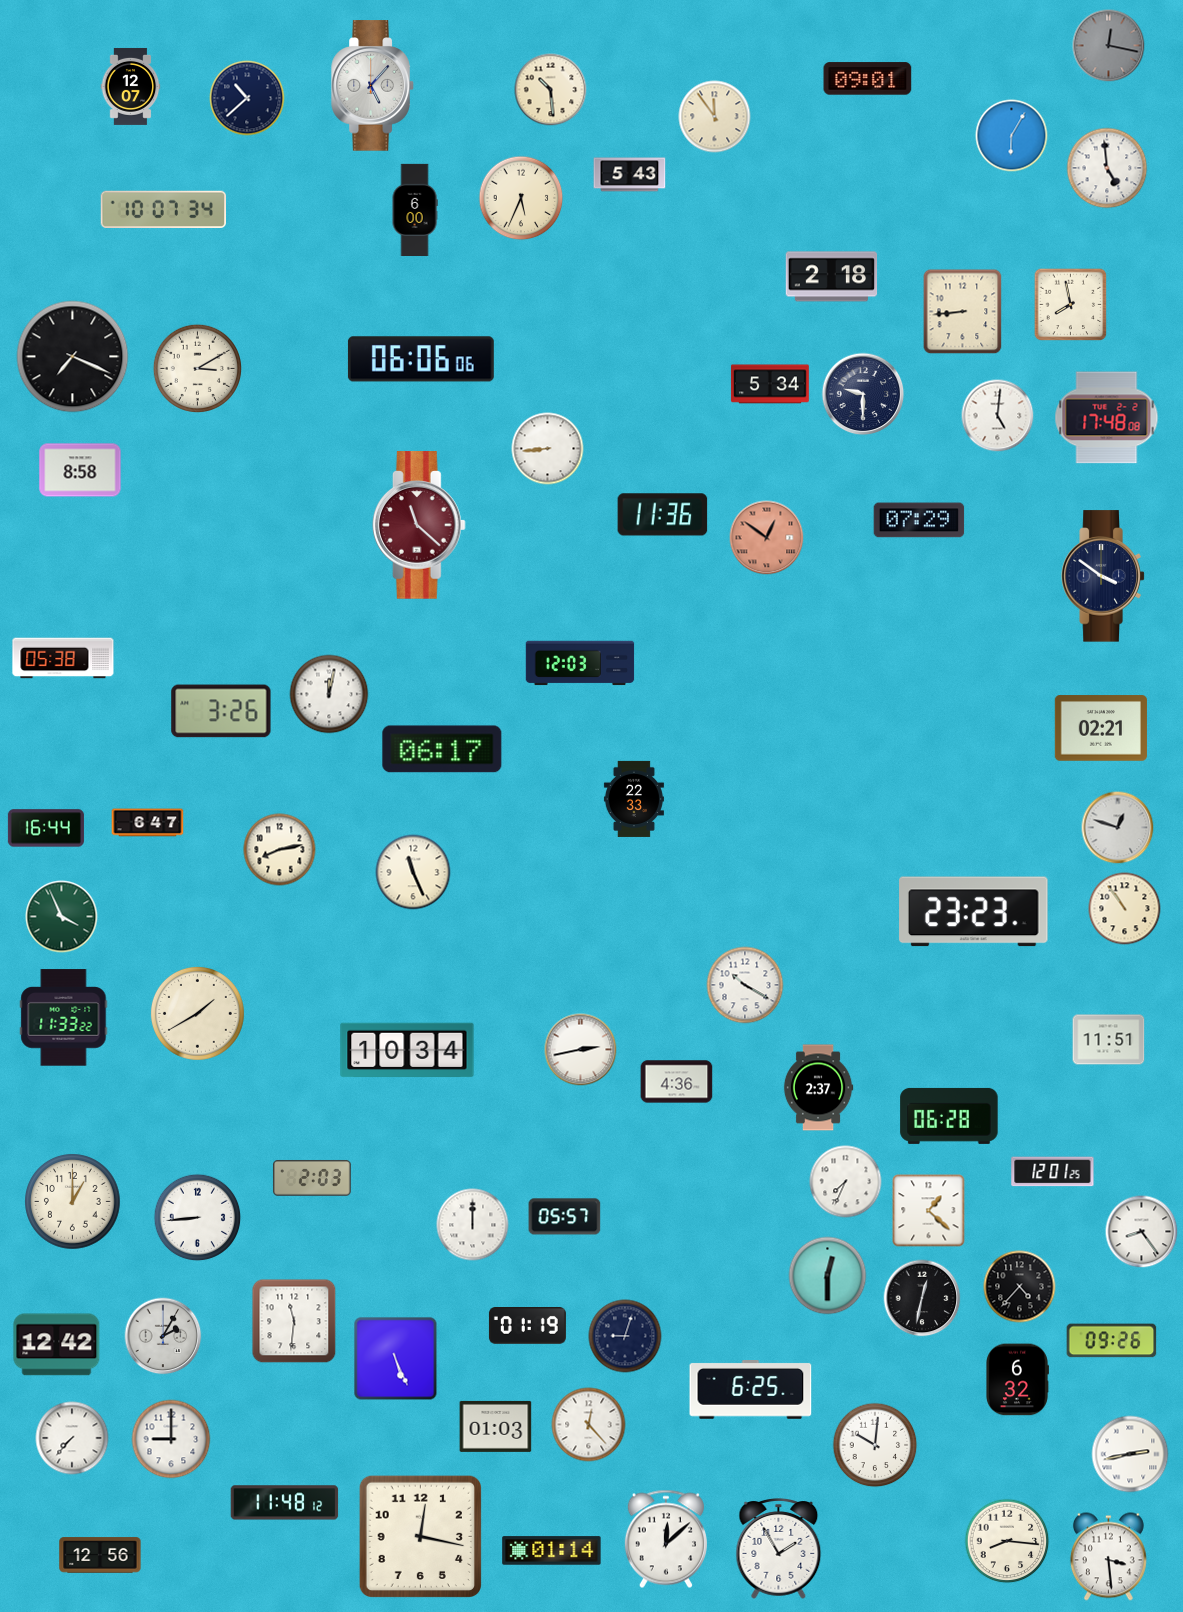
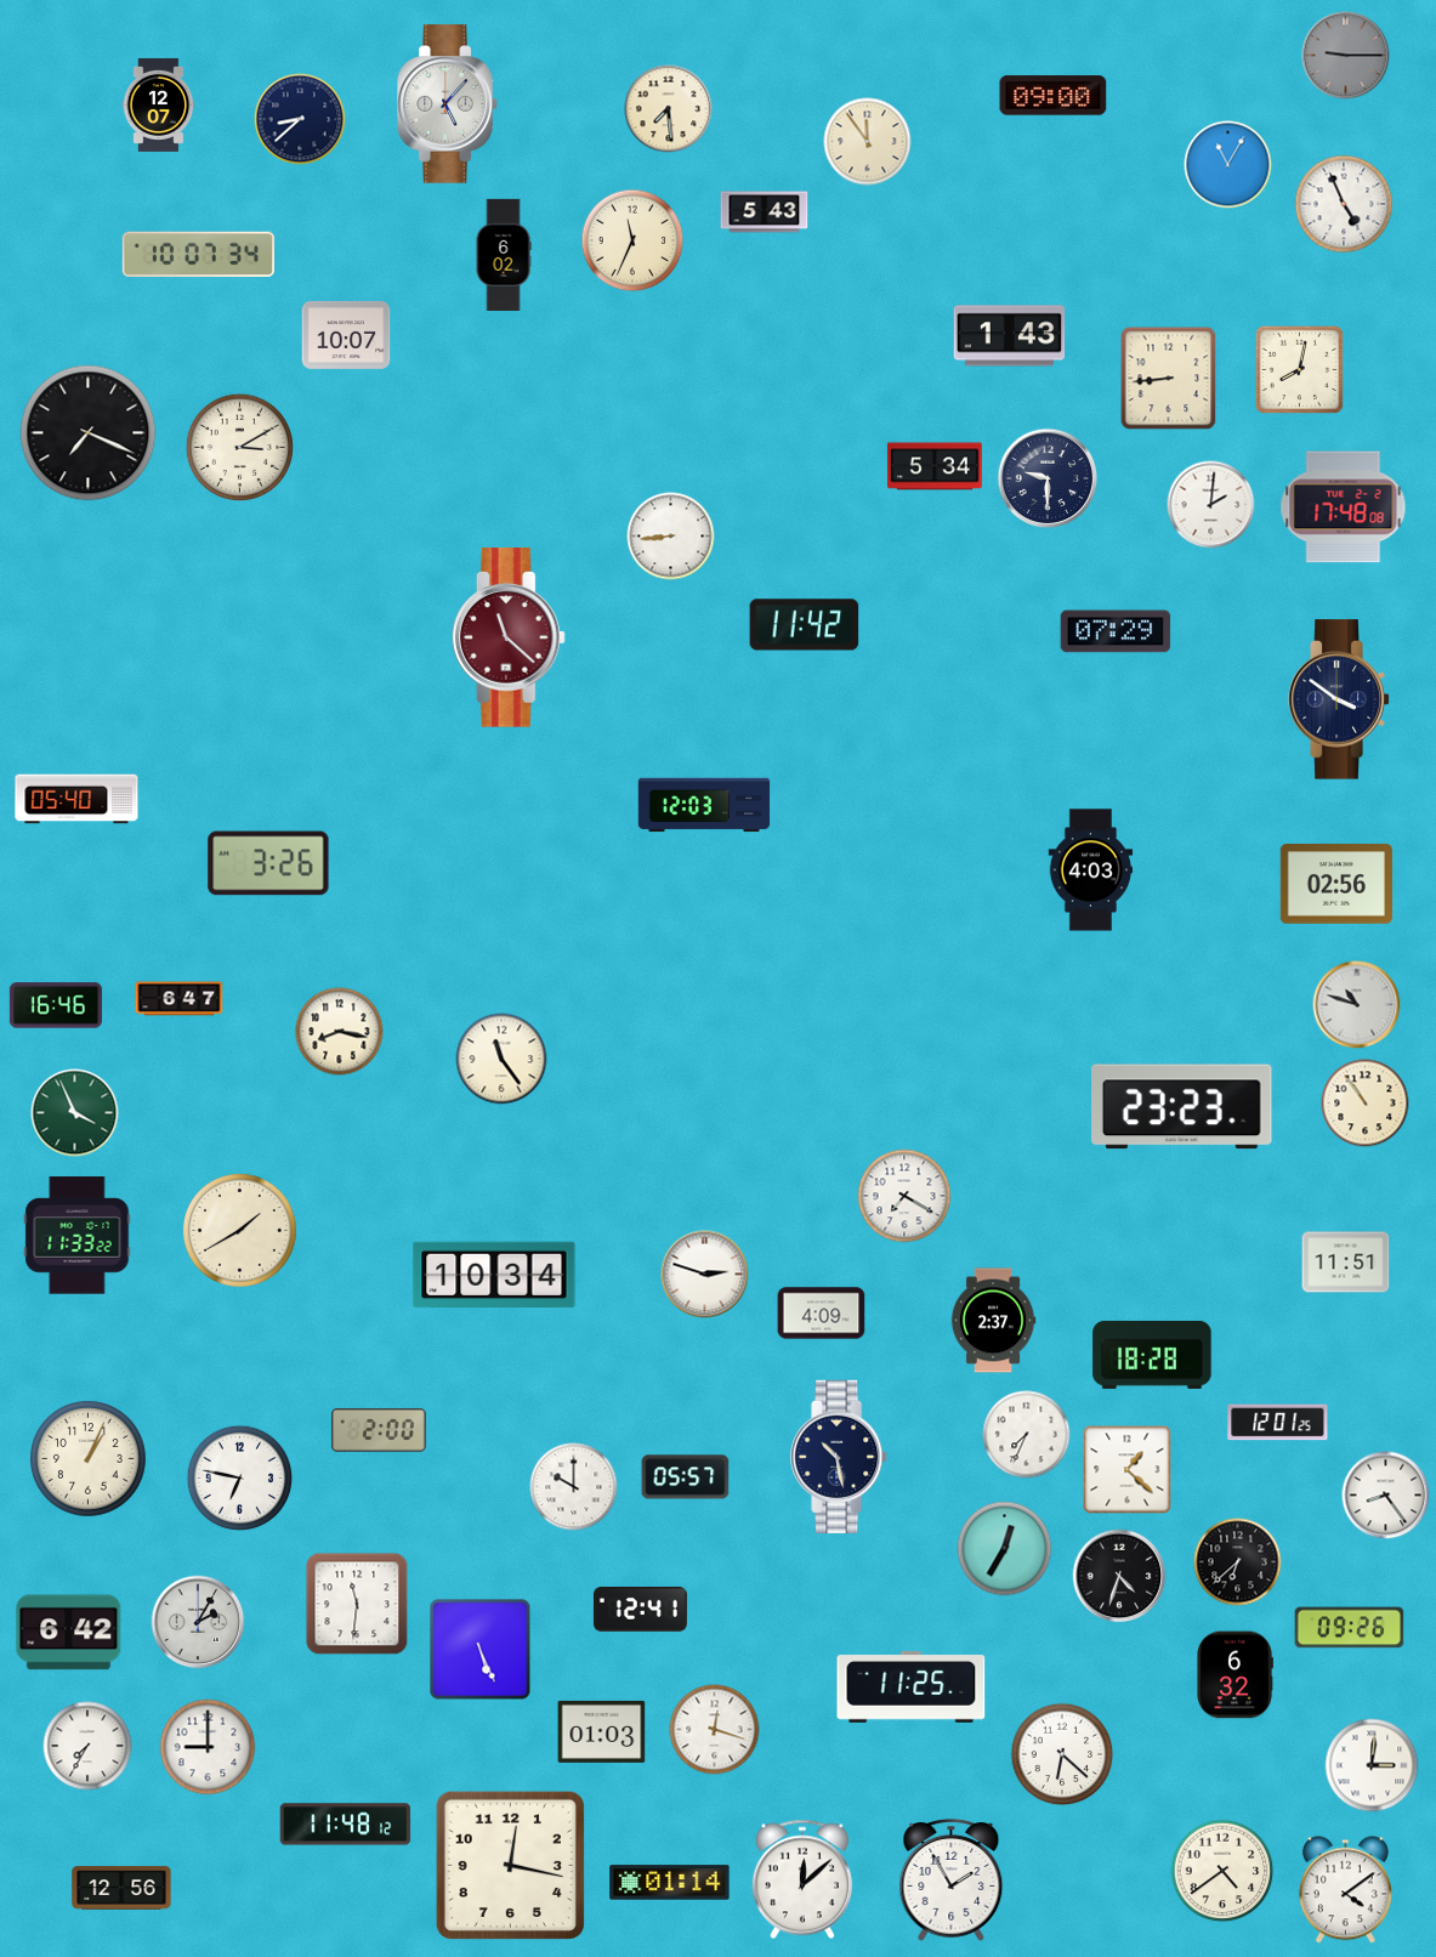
clock at (1109, 46): 12:17 -> 9:15
clock at (868, 79): 09:01 -> 09:00
clock at (373, 86) position: (373, 86) -> (448, 104)
clock at (551, 90): 10:29 -> 7:29
clock at (247, 98): 10:38 -> 8:38
clock at (1012, 136): 6:05 -> 11:05
clock at (1107, 168): 4:59 -> 4:56
clock at (521, 198): 5:34 -> 11:34
clock at (415, 209): 6:00 -> 6:02
clock at (346, 335): none -> 10:07
clock at (832, 277): 2:18 -> 1:43
clock at (1071, 305): 7:58 -> 8:02
clock at (421, 359): 06:06 -> none
clock at (998, 416): 5:01 -> 2:01
clock at (548, 449) position: (548, 449) -> (671, 537)
clock at (80, 470): 8:58 -> none
clock at (663, 515): 11:36 -> 11:42
clock at (767, 538): 12:51 -> none
clock at (63, 658): 05:38 -> 05:40
clock at (329, 694): 12:02 -> none
clock at (1091, 870): none -> 4:03
clock at (1101, 728): 02:21 -> 02:56
clock at (442, 749): 06:17 -> none
clock at (634, 799): 22:33 -> none
clock at (46, 828): 16:44 -> 16:46
clock at (1118, 828): 12:48 -> 10:48
clock at (280, 850): 8:13 -> 8:17
clock at (413, 872): 11:26 -> 11:24
clock at (745, 985): 10:20 -> 7:20
clock at (581, 1050): 2:43 -> 2:48
clock at (677, 1082): 4:36 -> 4:09
clock at (949, 1116): 06:28 -> 18:28
clock at (312, 1178): 2:03 -> 2:00
clock at (840, 1457): none -> 10:28
clock at (73, 1202): 1:00 -> 1:04
clock at (198, 1218): 8:44 -> 6:47
clock at (473, 1225): 12:00 -> 10:00
clock at (828, 1276): 12:30 -> 12:35
clock at (1020, 1287): 4:37 -> 6:38
clock at (922, 1298): 12:32 -> 4:33
clock at (527, 1326): 01:19 -> 12:41
clock at (625, 1336): 9:03 -> none
clock at (57, 1345): 12:42 -> 6:42
clock at (751, 1390): 6:25 -> 11:25
clock at (589, 1425): 12:23 -> 12:18
clock at (72, 1438): 7:37 -> 7:35
clock at (875, 1445): 10:01 -> 6:22
clock at (1130, 1454): 2:43 -> 3:01
clock at (666, 1539) position: (666, 1539) -> (802, 1879)
clock at (1007, 1541): 8:16 -> 4:39
clock at (779, 1549) position: (779, 1549) -> (952, 1881)
clock at (1108, 1557): 3:29 -> 4:09
